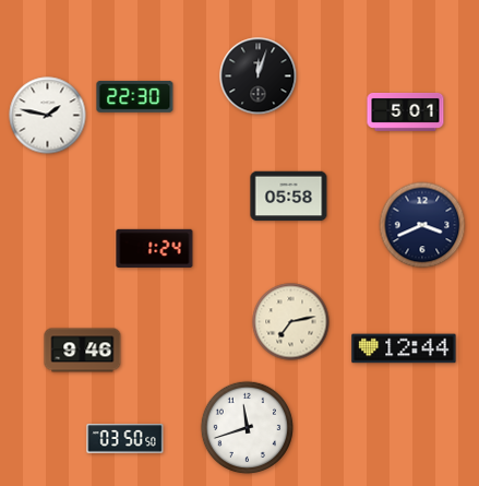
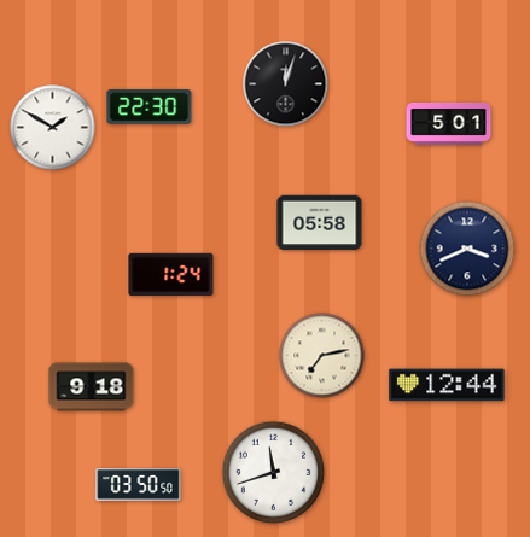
clock at (48, 116): 1:47 -> 1:50
clock at (289, 197) position: (289, 197) -> (320, 223)
clock at (83, 351): 9:46 -> 9:18
